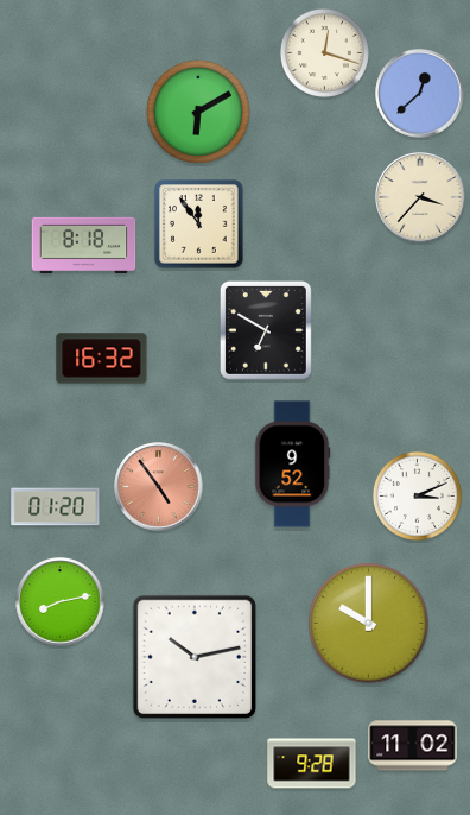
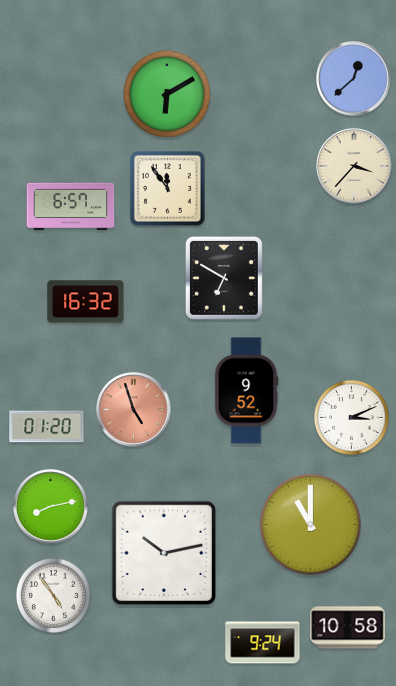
clock at (324, 52): 12:18 -> none
clock at (84, 245): 8:18 -> 6:57
clock at (159, 487): 4:54 -> 4:57
clock at (369, 624): 10:00 -> 11:00
clock at (53, 595): none -> 4:54
clock at (413, 746): 11:02 -> 10:58
clock at (312, 764): 9:28 -> 9:24
